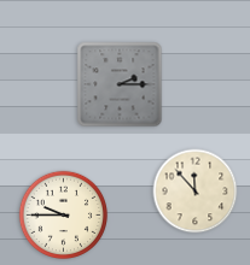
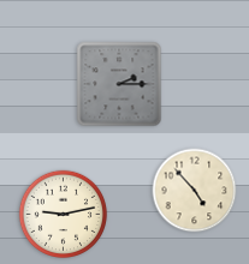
clock at (196, 192): 11:53 -> 4:53
clock at (64, 216): 9:45 -> 9:13
